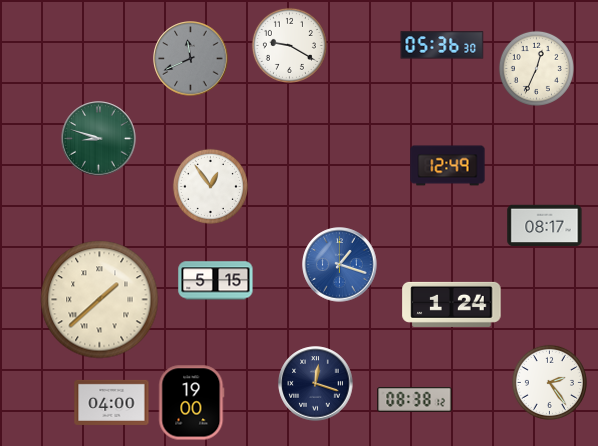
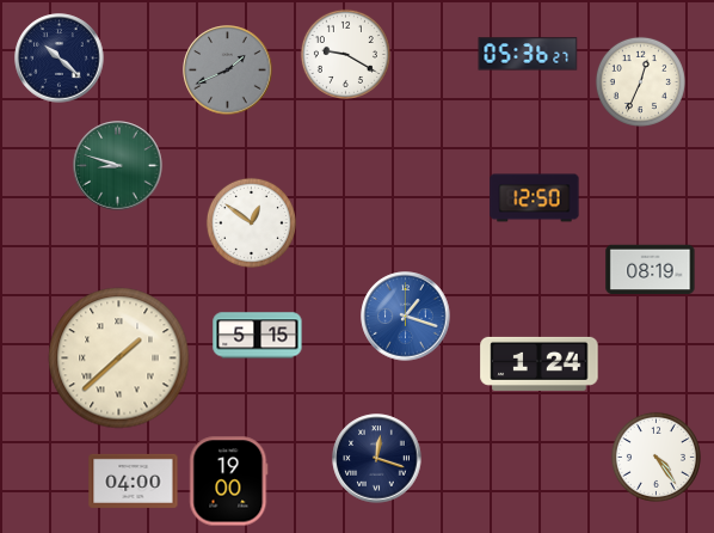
clock at (442, 45): 05:36:30 -> 05:36:27
clock at (60, 59): none -> 10:22
clock at (191, 59): 11:41 -> 1:41
clock at (448, 166): 12:49 -> 12:50
clock at (210, 186): 12:54 -> 12:51
clock at (545, 226): 08:17 -> 08:19
clock at (549, 382): 2:24 -> 4:24
clock at (415, 400): 08:38 -> none
